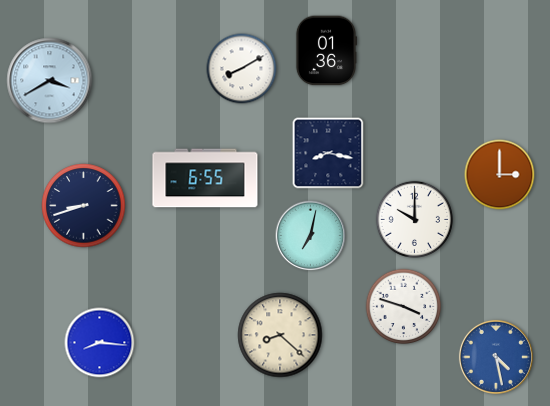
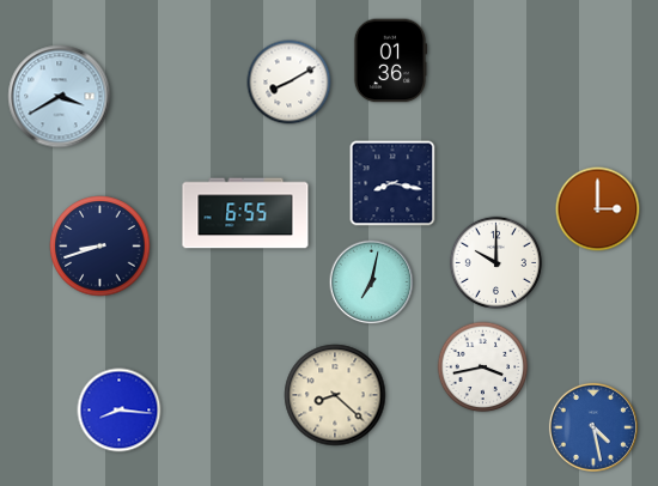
clock at (404, 307): 3:48 -> 3:43
clock at (280, 335) position: (280, 335) -> (335, 395)
